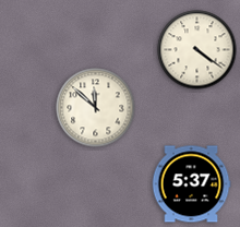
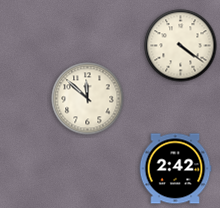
clock at (191, 184): 5:37 -> 2:42
